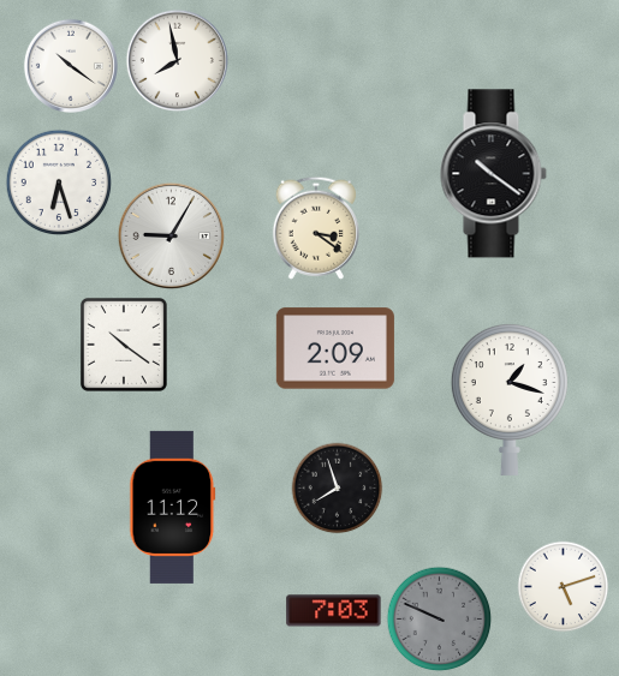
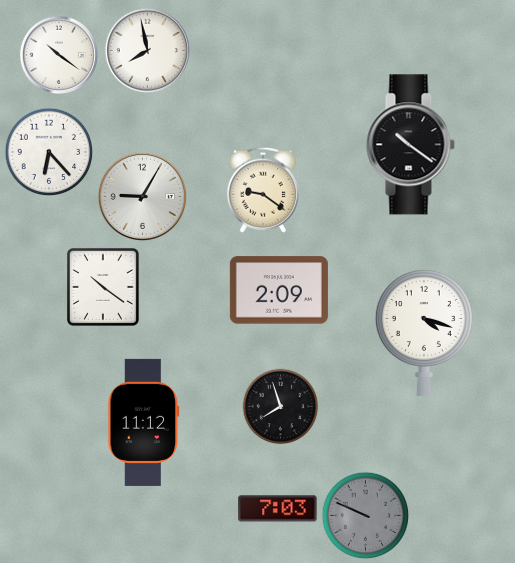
clock at (59, 183): 6:27 -> 6:23
clock at (316, 228): 3:21 -> 9:21
clock at (510, 399): 1:18 -> 4:18
clock at (564, 587): 5:12 -> none
